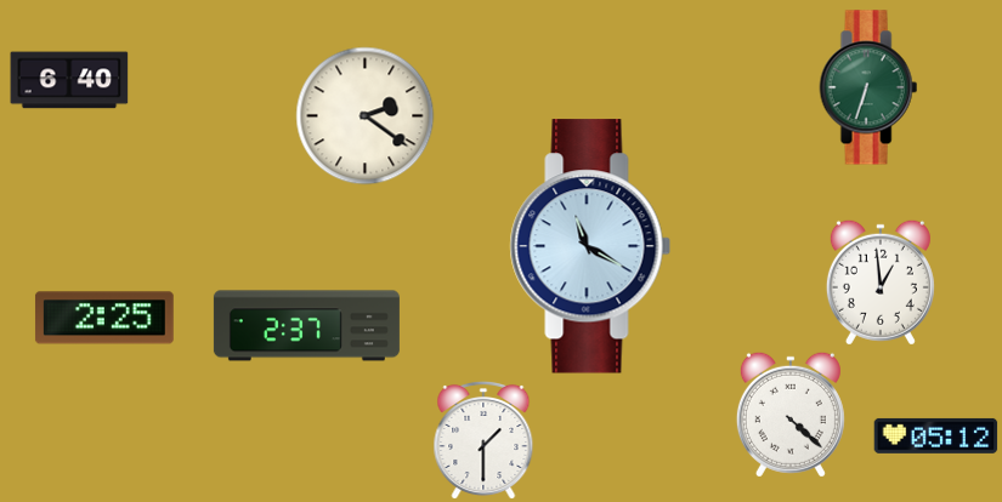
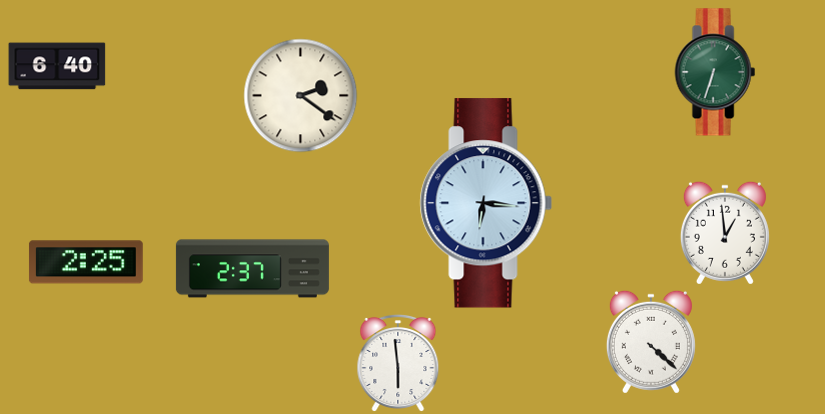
clock at (590, 246): 11:20 -> 6:16
clock at (936, 435): 05:12 -> none
clock at (483, 440): 1:30 -> 5:59
